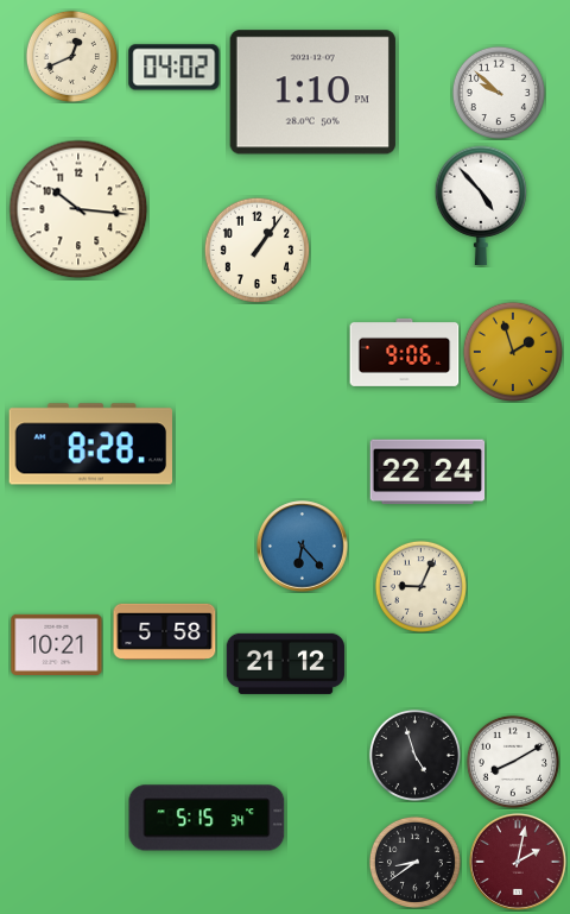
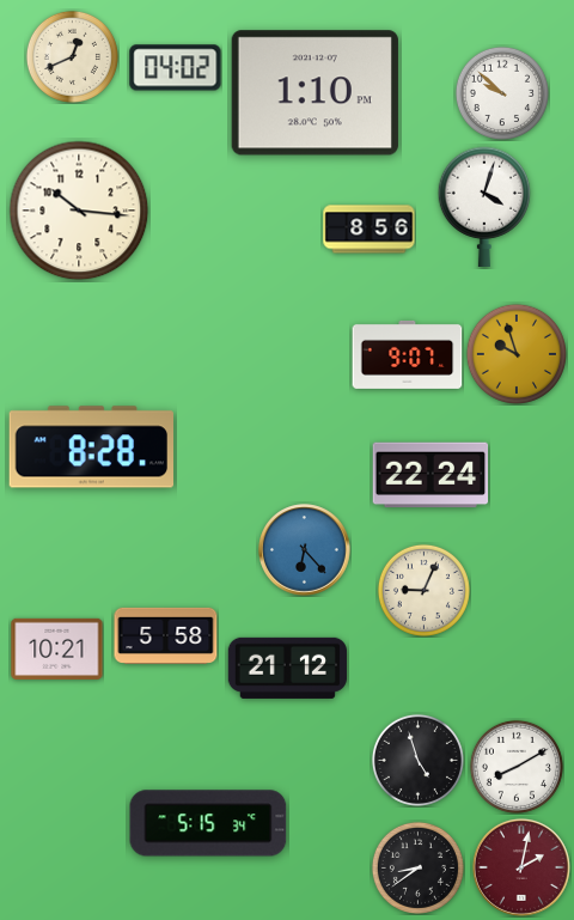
clock at (481, 206): 4:53 -> 4:03
clock at (370, 230): none -> 8:56
clock at (256, 250): 1:06 -> none
clock at (405, 352): 9:06 -> 9:07
clock at (513, 352): 1:57 -> 9:57
